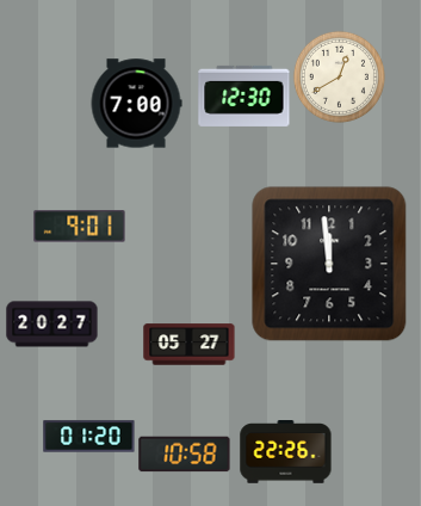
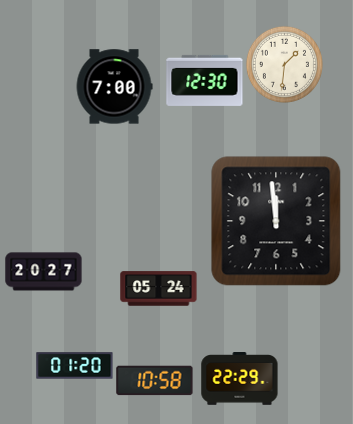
clock at (339, 76): 12:40 -> 1:31
clock at (80, 227): 9:01 -> none
clock at (190, 345): 05:27 -> 05:24
clock at (286, 452): 22:26 -> 22:29
